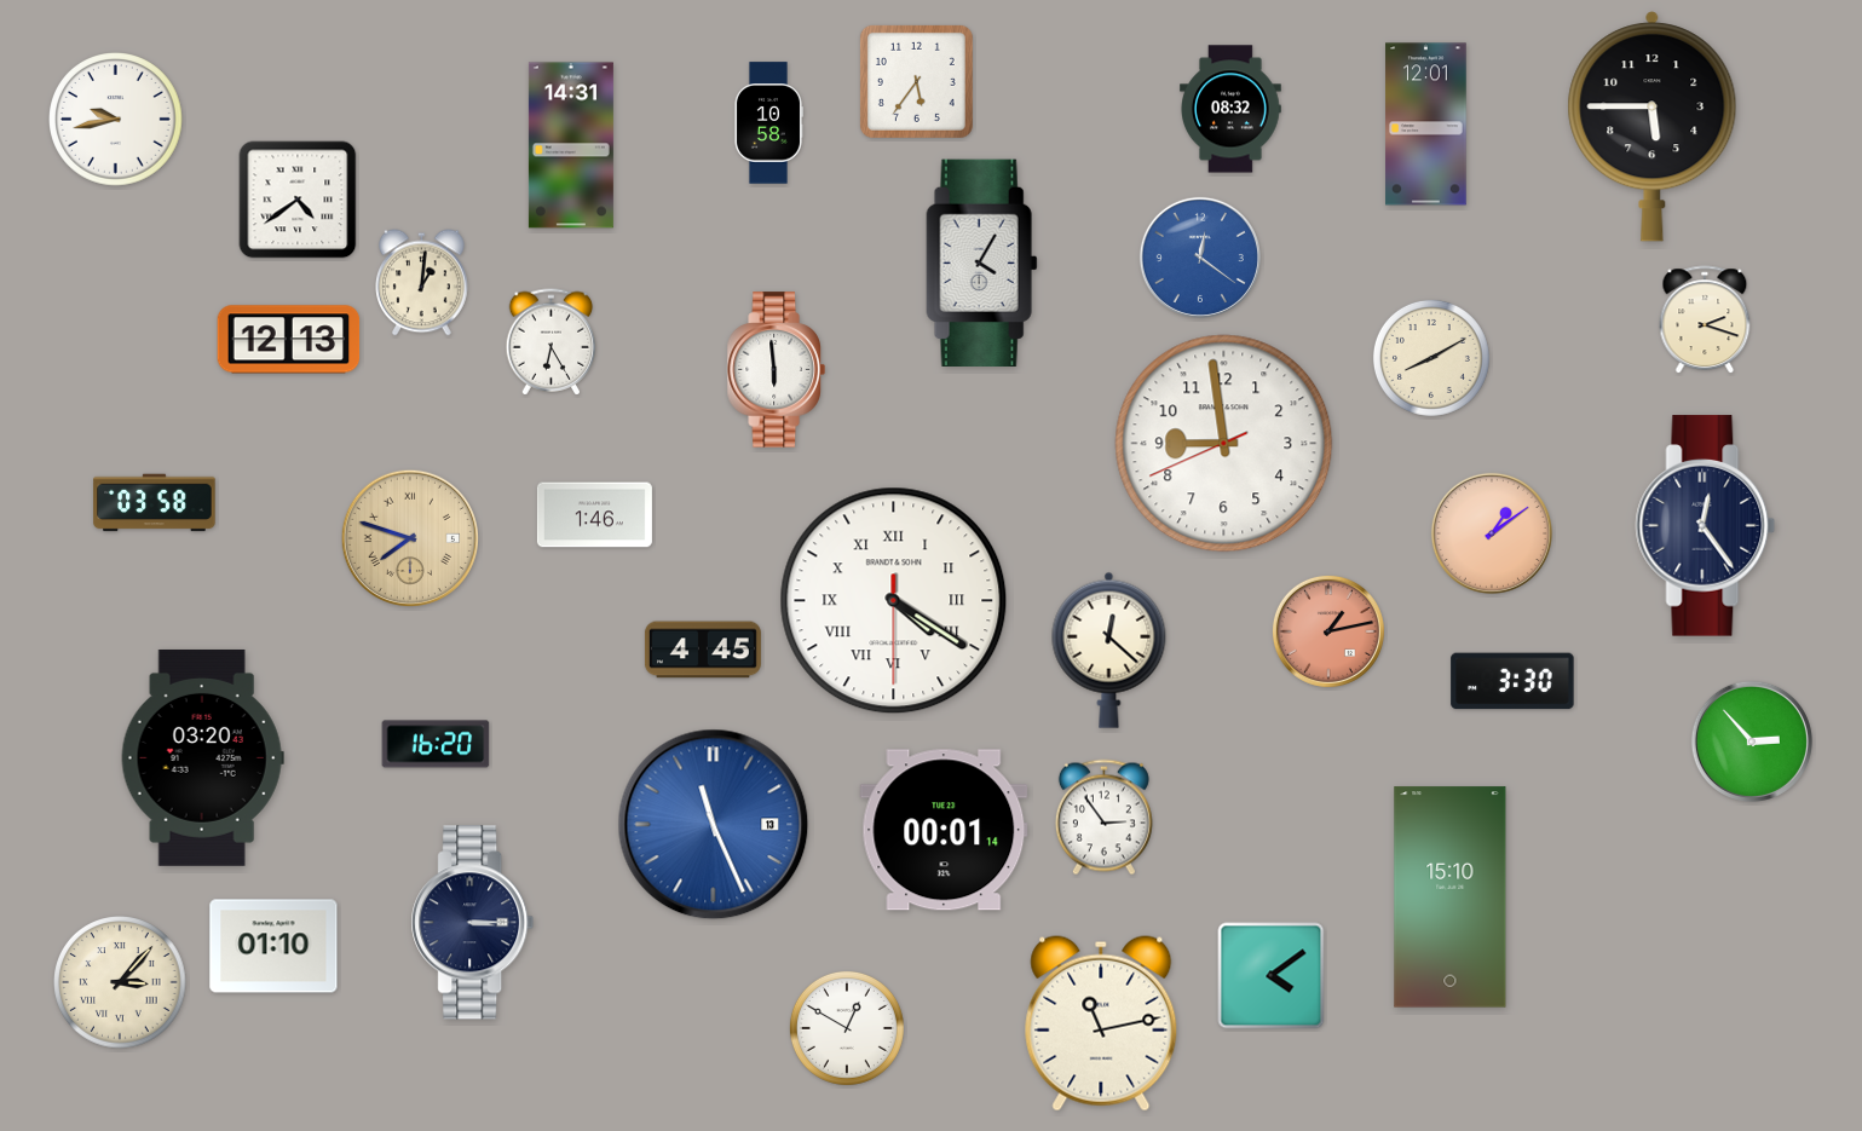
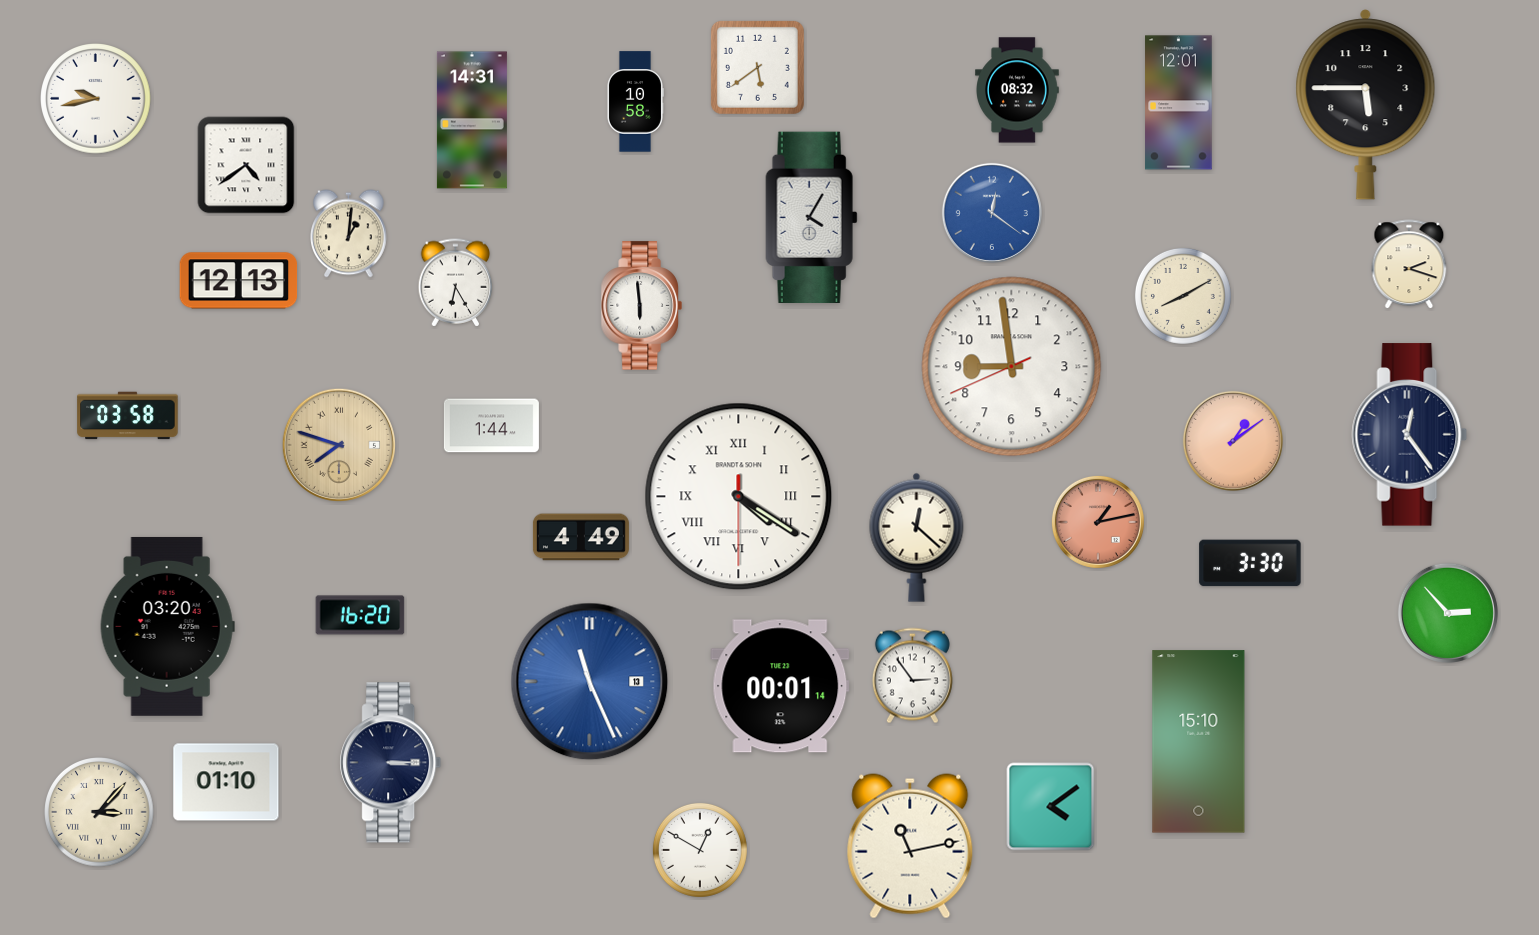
clock at (916, 81): 5:36 -> 5:39
clock at (594, 515): 1:46 -> 1:44
clock at (703, 650): 4:45 -> 4:49
